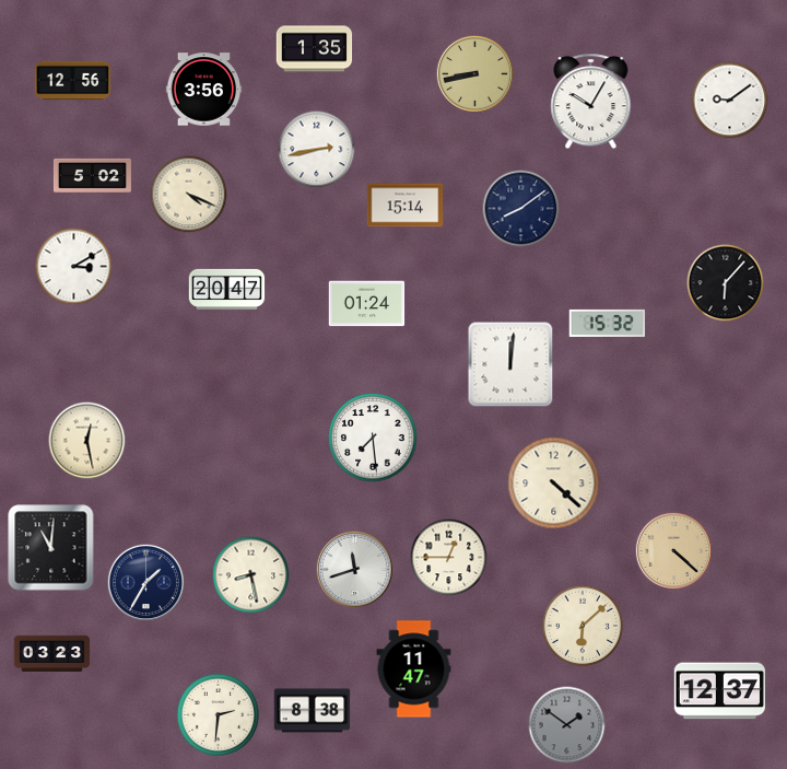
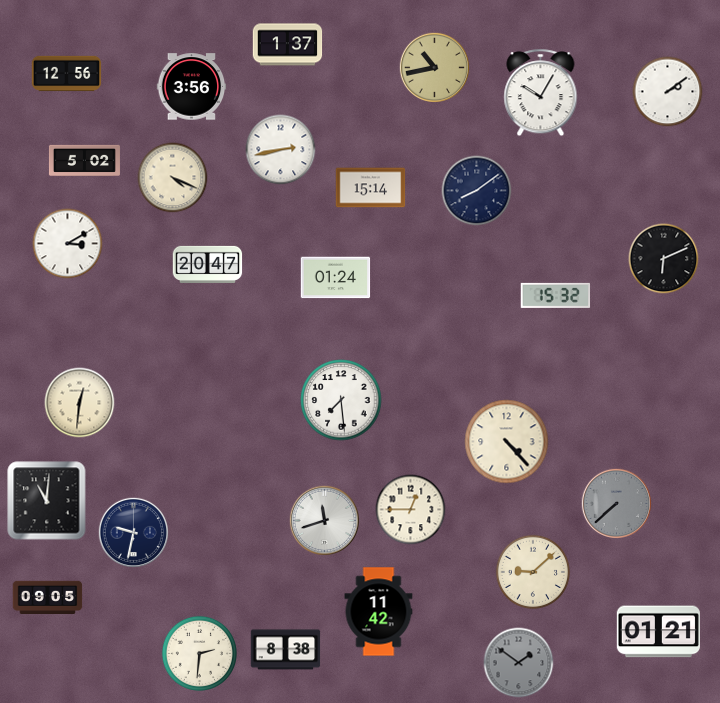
clock at (315, 49): 1:35 -> 1:37
clock at (474, 73): 8:43 -> 10:43
clock at (204, 90) position: (204, 90) -> (192, 87)
clock at (730, 101): 9:09 -> 2:09
clock at (317, 150) position: (317, 150) -> (281, 150)
clock at (726, 283): 6:07 -> 6:11
clock at (510, 364): 12:01 -> none
clock at (87, 441): 12:28 -> 12:31
clock at (554, 483): 4:22 -> 4:23
clock at (673, 550): 4:22 -> 7:38
clock at (673, 550) dial: champagne -> grey
clock at (251, 575): 8:28 -> none
clock at (145, 582): 1:35 -> 9:32
clock at (583, 626): 6:08 -> 9:08
clock at (52, 654): 03:23 -> 09:05
clock at (414, 669): 11:47 -> 11:42
clock at (719, 691): 12:37 -> 01:21
